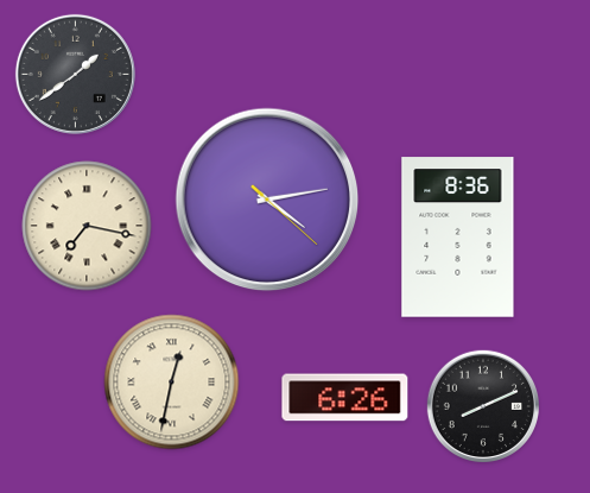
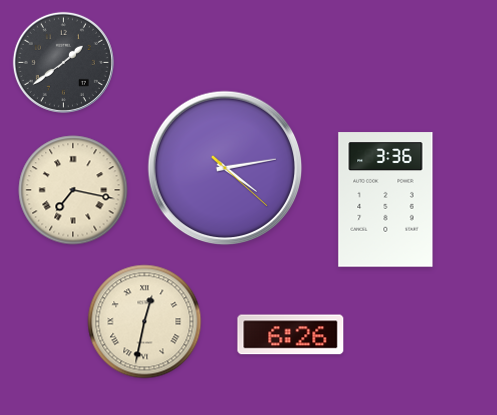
clock at (458, 238): 8:36 -> 3:36
clock at (482, 405): 8:11 -> none
